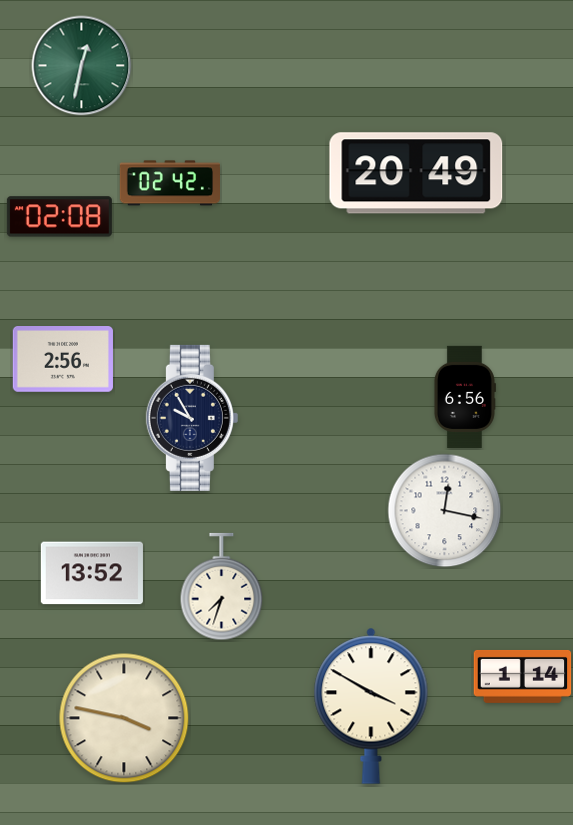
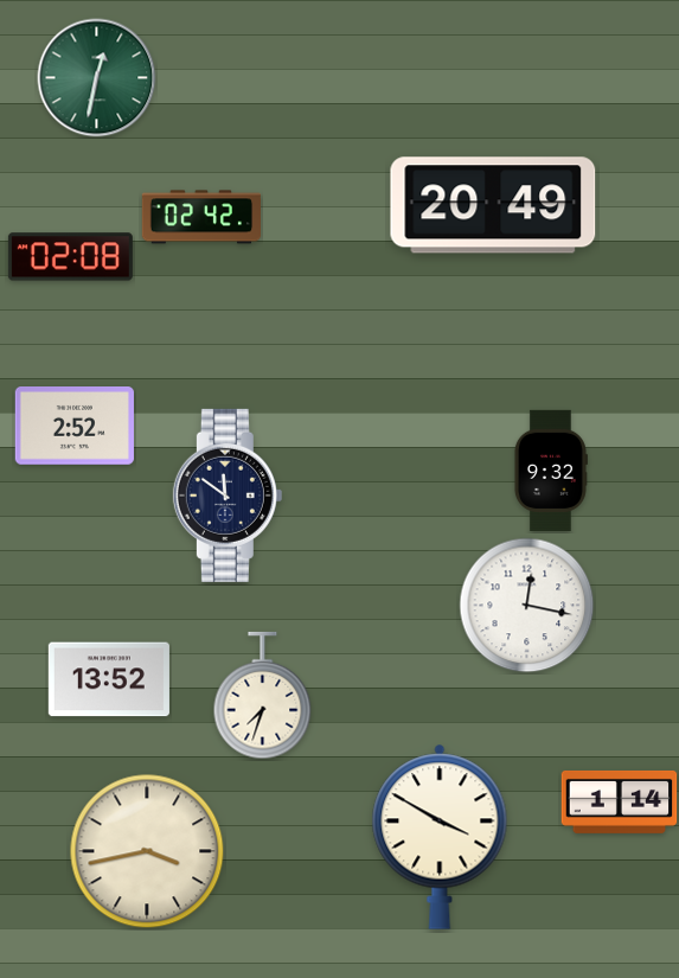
clock at (62, 360): 2:56 -> 2:52
clock at (464, 397): 6:56 -> 9:32
clock at (192, 418): 9:55 -> 11:51
clock at (124, 718): 3:47 -> 3:43
